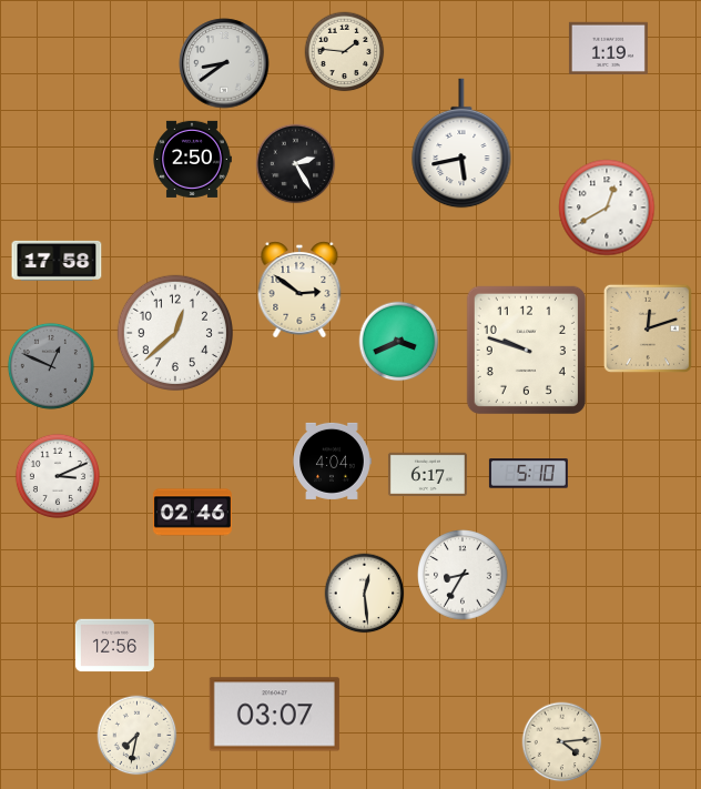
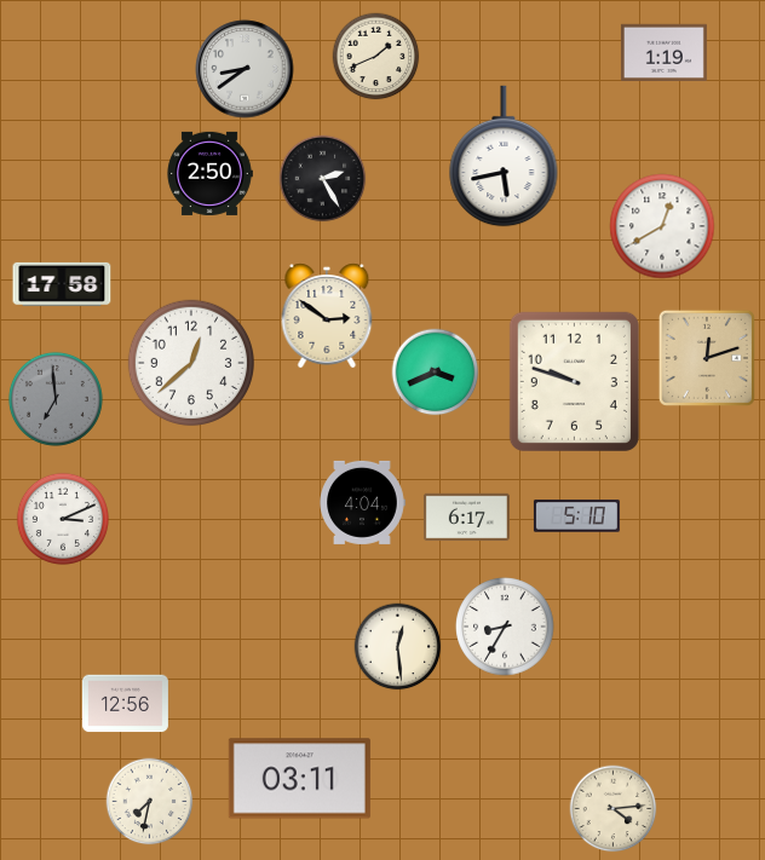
clock at (345, 52): 1:46 -> 1:41
clock at (51, 366): 12:49 -> 6:59
clock at (192, 513): 02:46 -> none
clock at (274, 715): 03:07 -> 03:11
